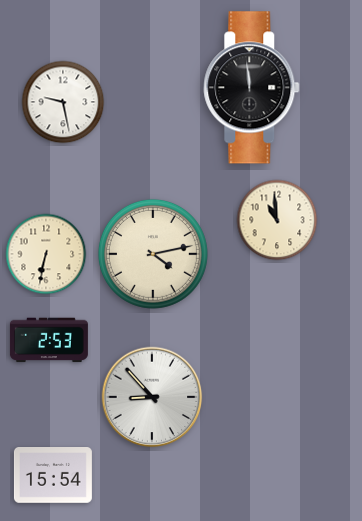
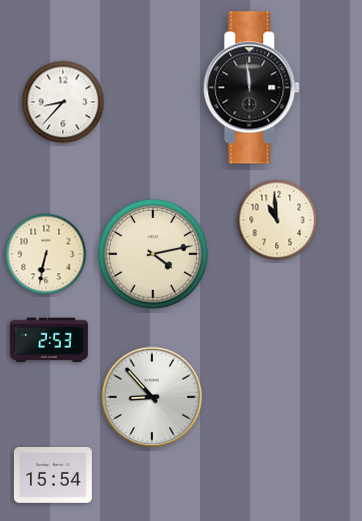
clock at (63, 102): 9:28 -> 8:37
